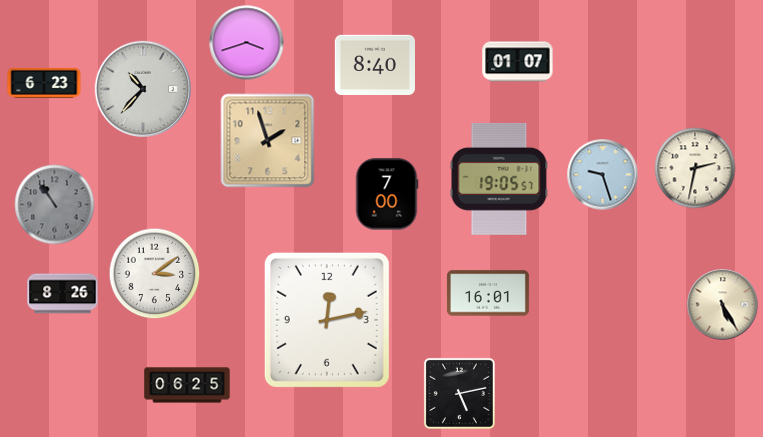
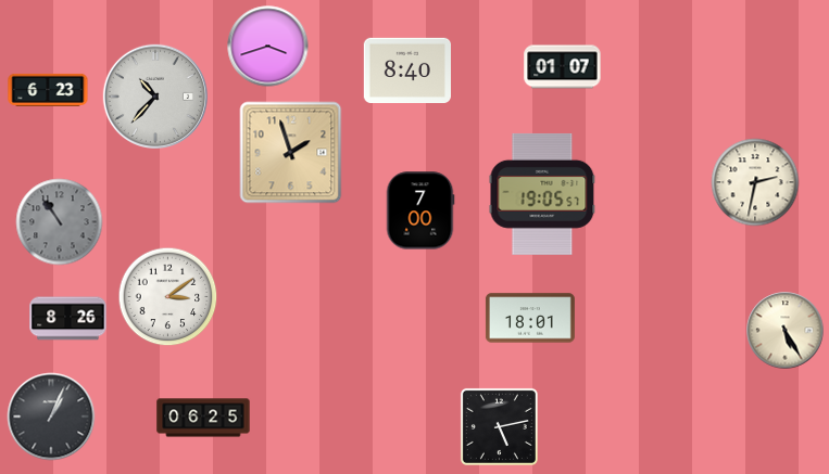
clock at (603, 175): 9:27 -> none
clock at (488, 293): 16:01 -> 18:01
clock at (327, 320): 12:13 -> none
clock at (51, 417): none -> 1:04
